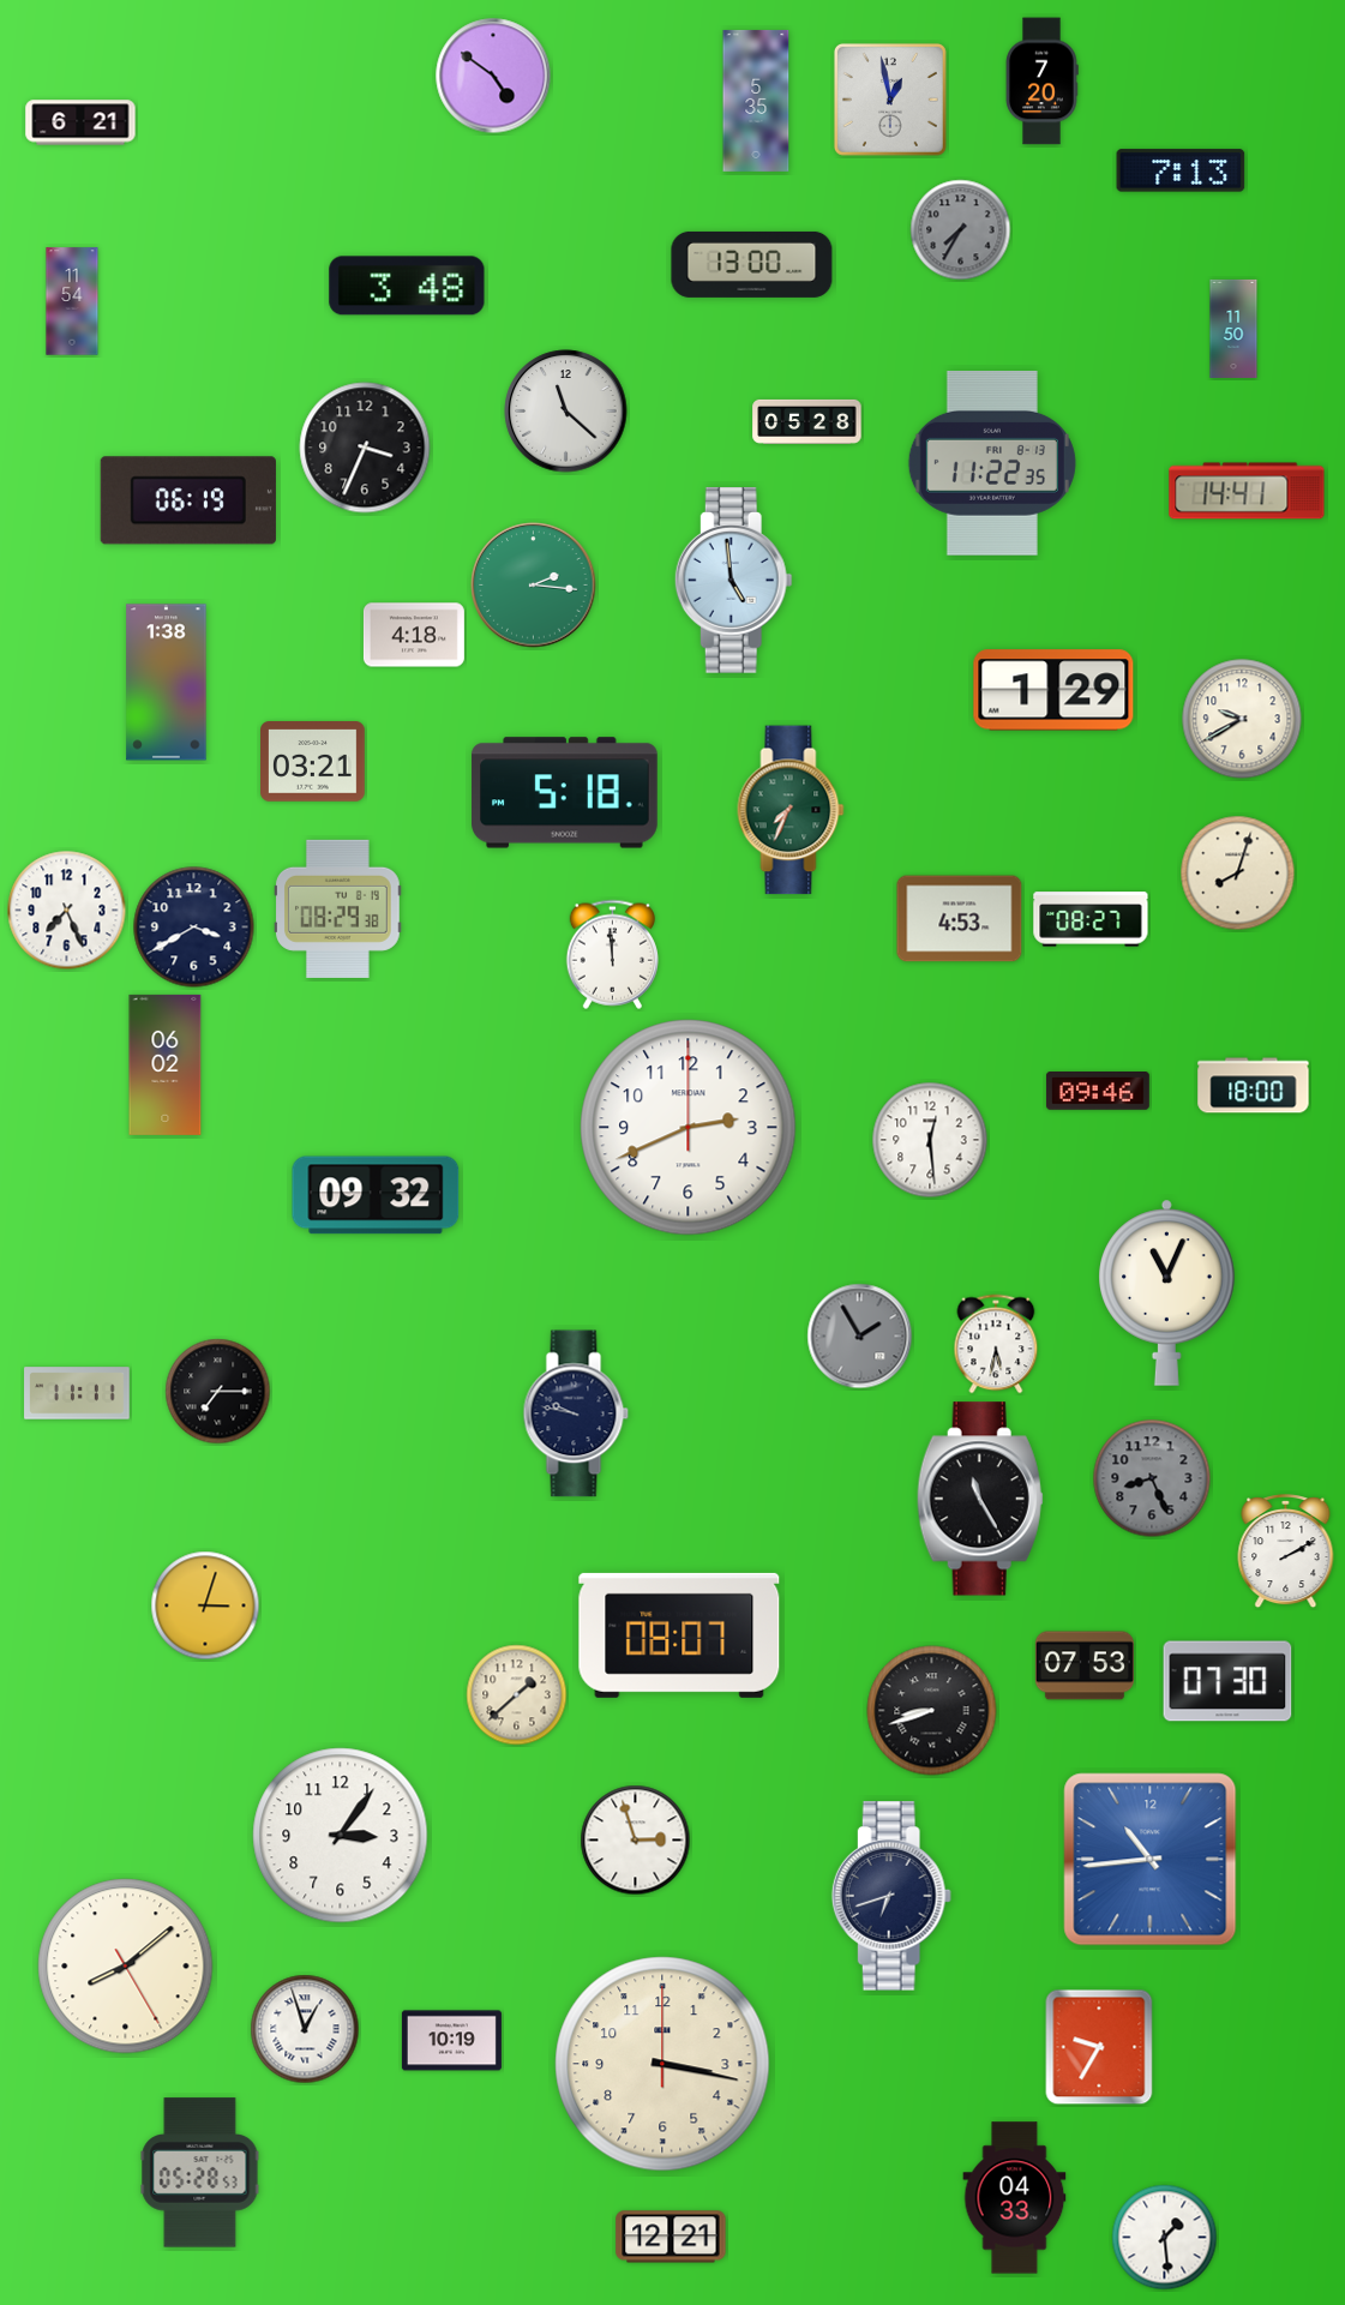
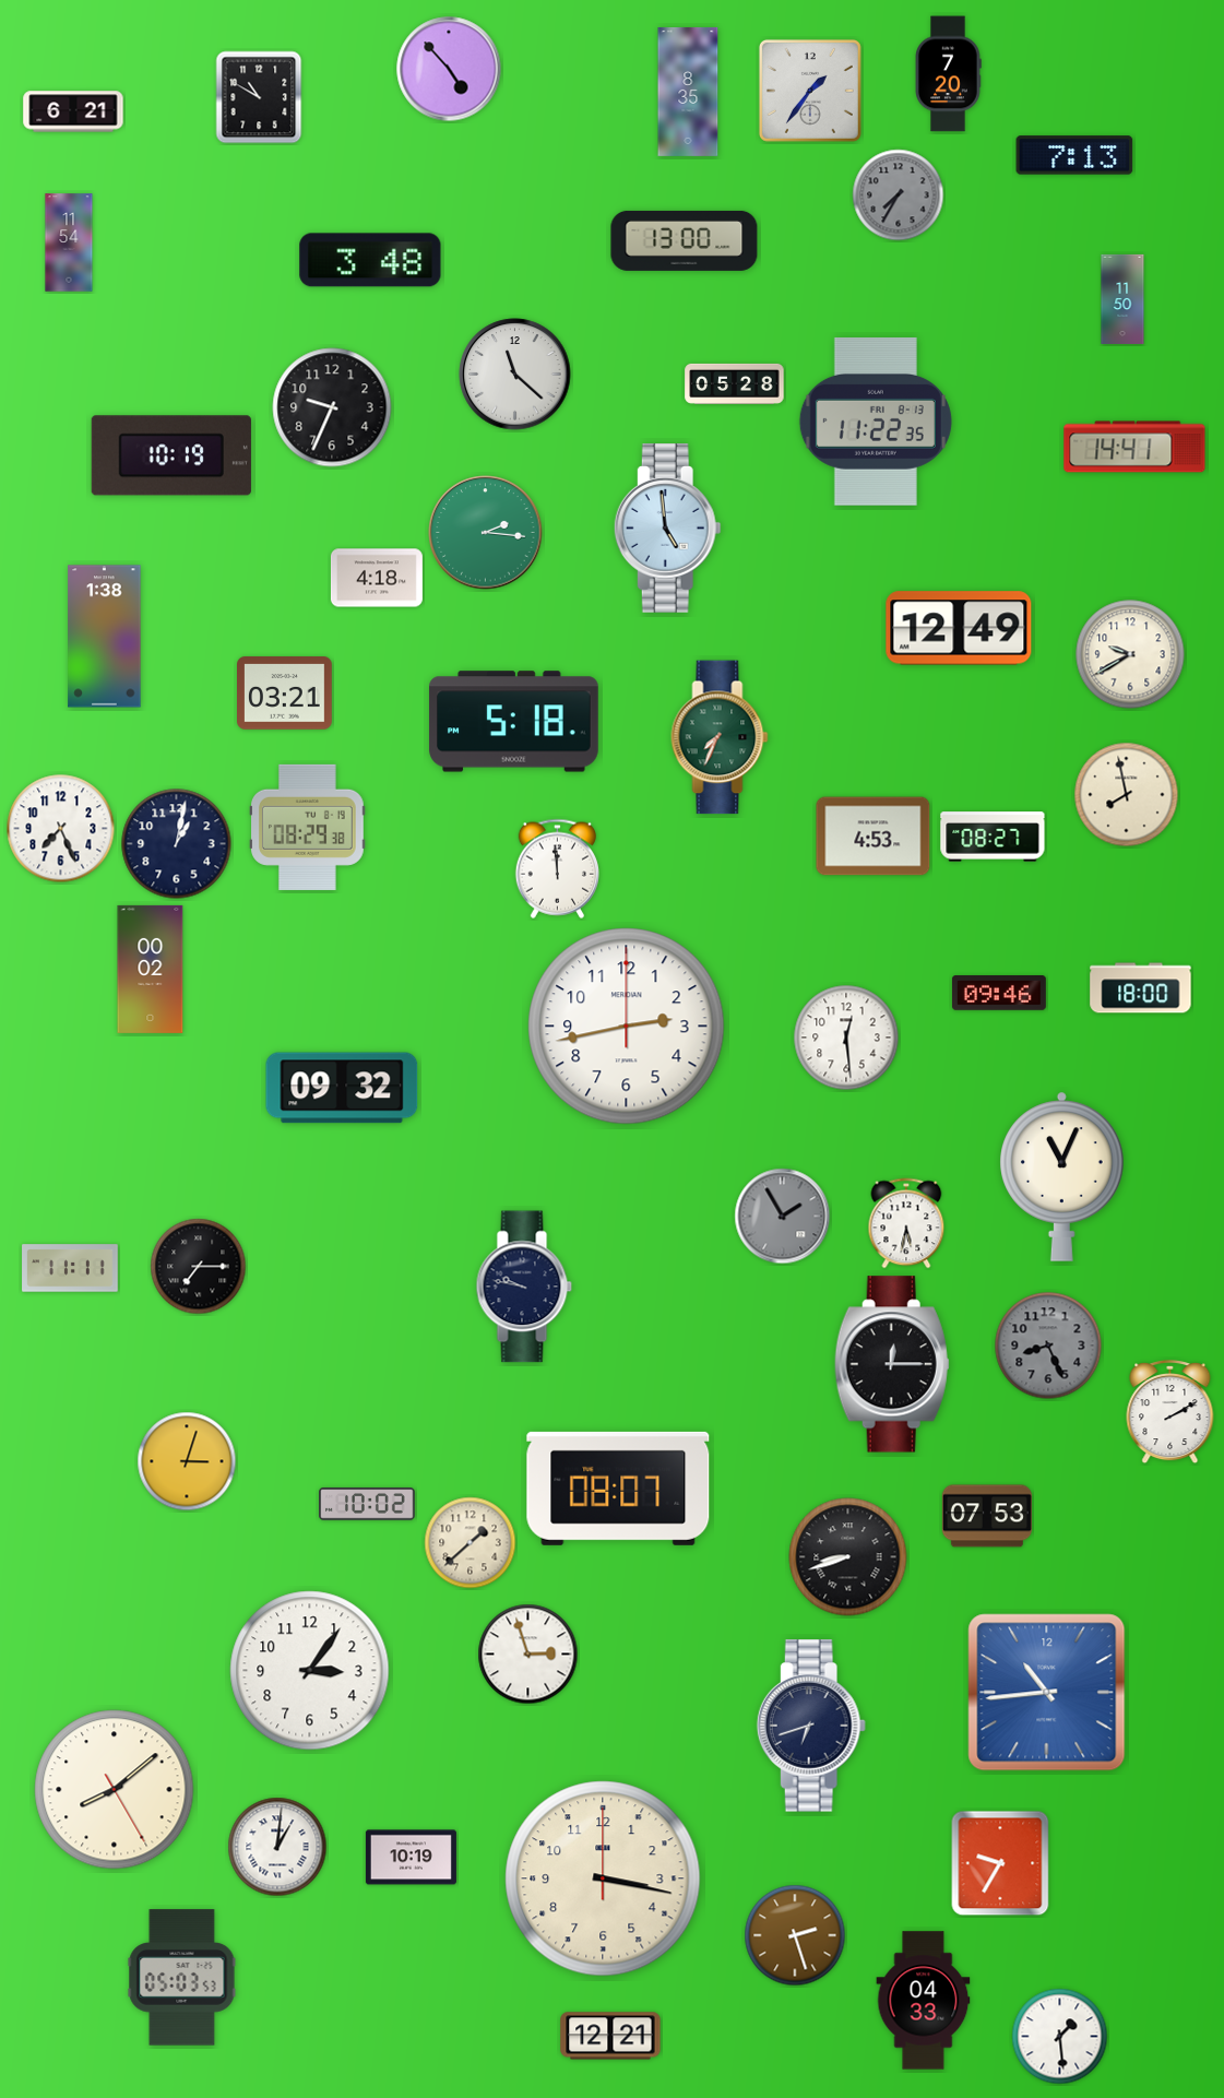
clock at (493, 76): 4:51 -> 4:53
clock at (890, 100): 12:58 -> 1:36
clock at (756, 101): 5:35 -> 8:35
clock at (259, 97): none -> 10:50
clock at (961, 230) position: (961, 230) -> (899, 195)
clock at (72, 301) position: (72, 301) -> (69, 242)
clock at (365, 448): 3:34 -> 9:34
clock at (992, 463) position: (992, 463) -> (876, 422)
clock at (188, 500): 06:19 -> 10:19
clock at (167, 683) position: (167, 683) -> (105, 637)
clock at (1053, 690): 1:29 -> 12:49
clock at (1238, 874): 8:03 -> 7:58
clock at (194, 928): 3:40 -> 1:02
clock at (166, 1064): 06:02 -> 00:02
clock at (689, 1128): 2:41 -> 2:43
clock at (980, 1499): 11:25 -> 12:15
clock at (367, 1505): none -> 10:02
clock at (1227, 1681): 07:30 -> none
clock at (636, 1841) position: (636, 1841) -> (528, 1655)
clock at (305, 2029): 12:57 -> 1:01
clock at (795, 1935): none -> 2:27
clock at (200, 2173): 05:28 -> 05:03
